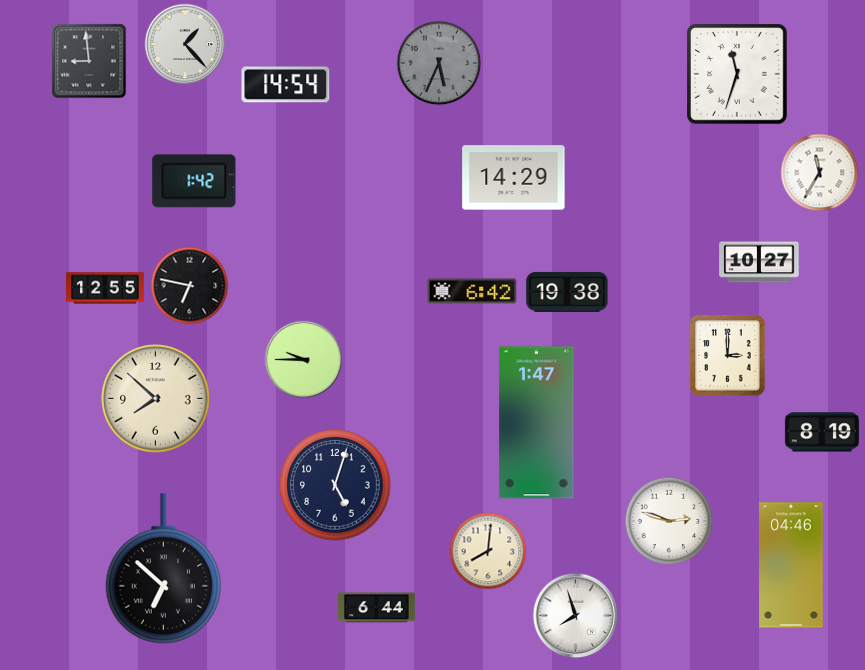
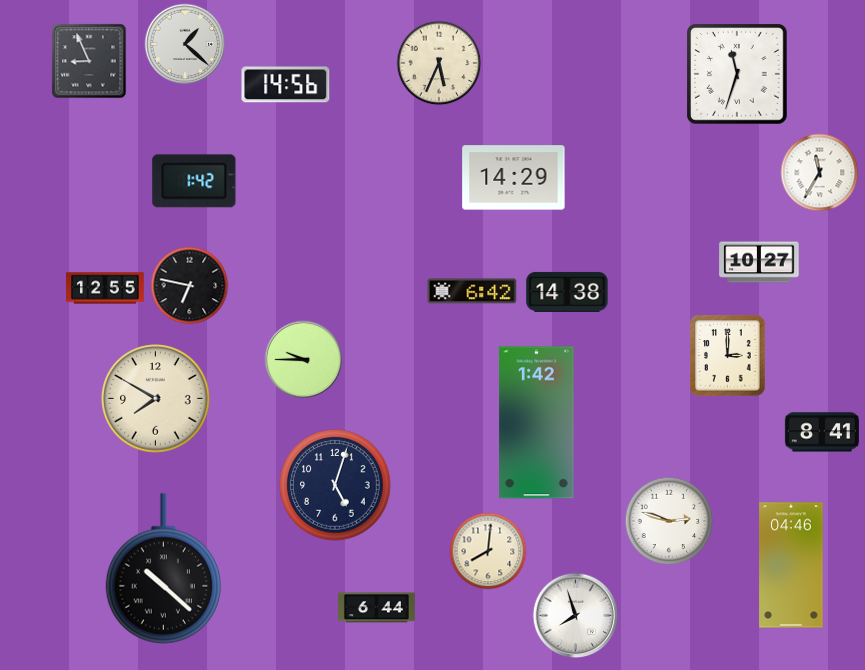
clock at (185, 44): 1:23 -> 1:22
clock at (89, 61): 8:59 -> 8:56
clock at (439, 63) dial: grey -> cream
clock at (286, 85): 14:54 -> 14:56
clock at (567, 292): 19:38 -> 14:38
clock at (156, 399): 7:52 -> 7:50
clock at (537, 423): 1:47 -> 1:42
clock at (822, 432): 8:19 -> 8:41
clock at (163, 569): 6:52 -> 10:22
